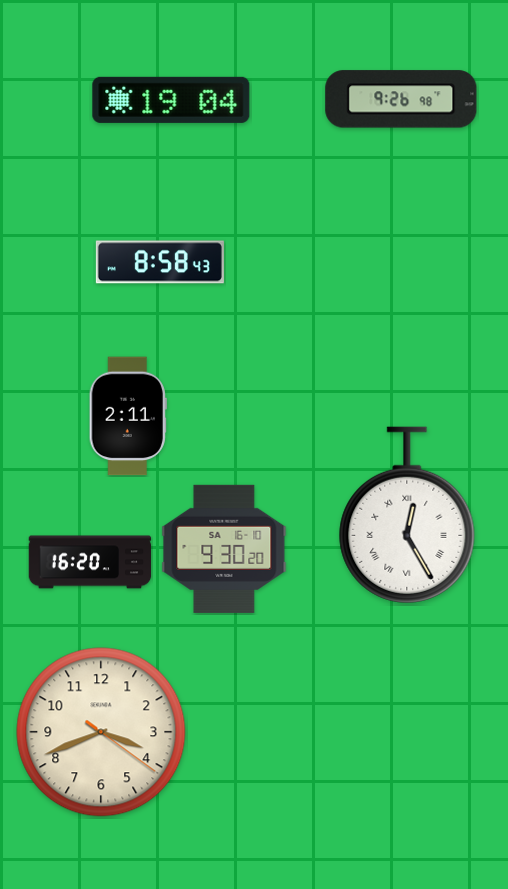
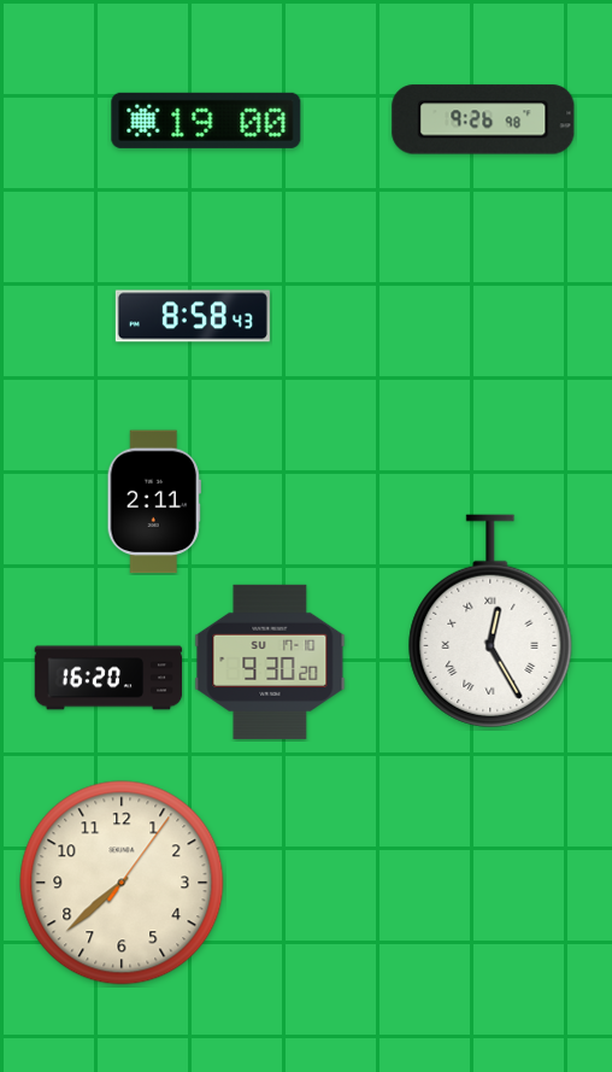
clock at (171, 100): 19:04 -> 19:00
clock at (224, 549) date: SA 16-10 -> SU 17-10
clock at (101, 732): 3:41 -> 7:38
